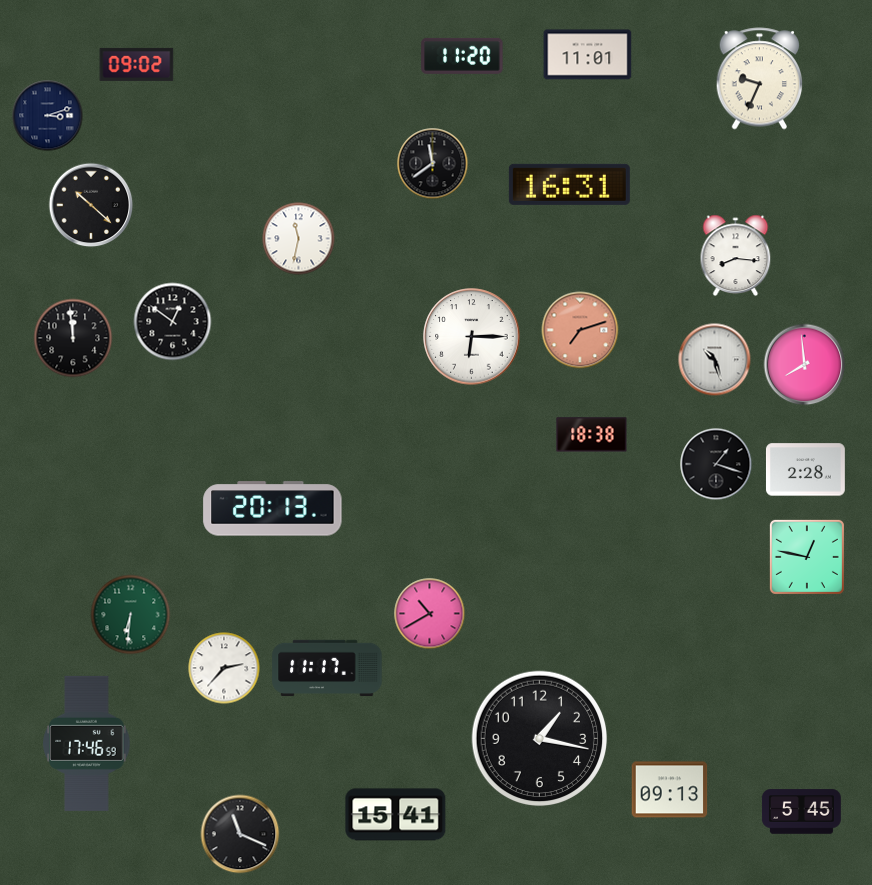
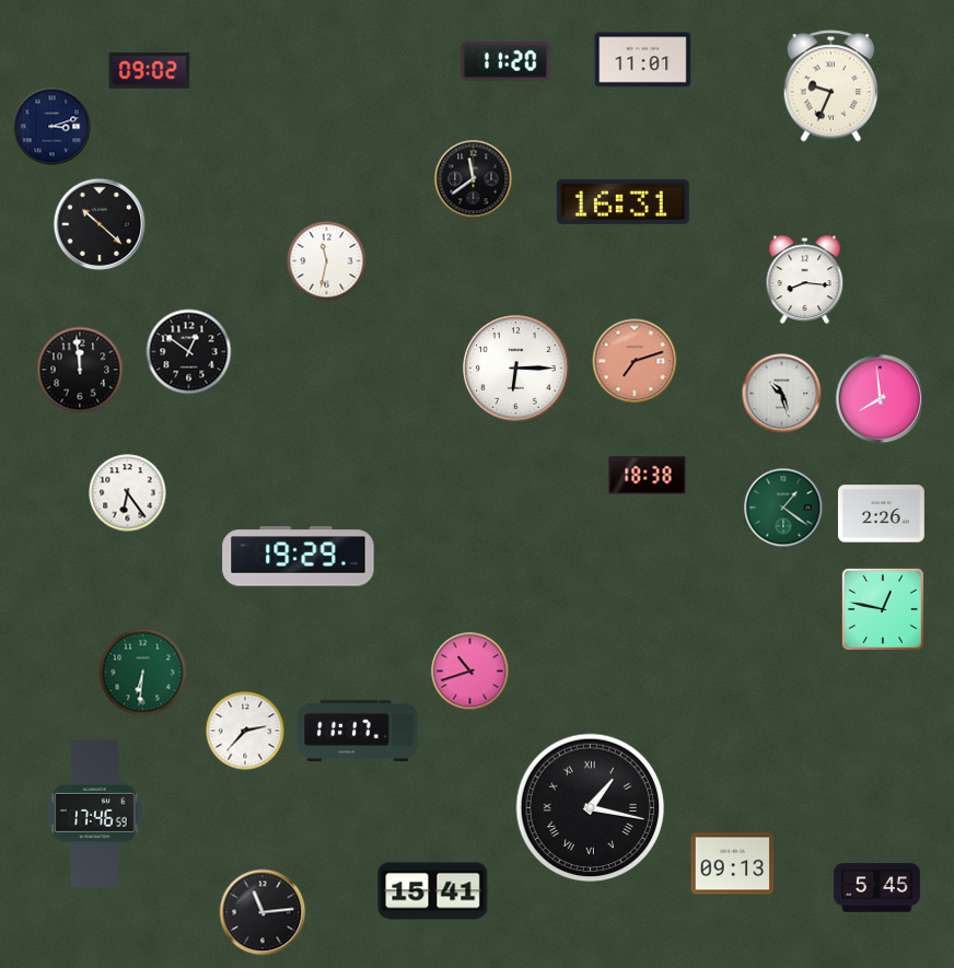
clock at (128, 493): none -> 6:24
clock at (716, 464): 1:18 -> 1:21
clock at (716, 464) dial: black -> green
clock at (805, 470): 2:28 -> 2:26
clock at (273, 509): 20:13 -> 19:29
clock at (430, 614): 10:40 -> 10:42
clock at (540, 739) numerals: Arabic -> Roman
clock at (240, 834): 11:19 -> 11:14
